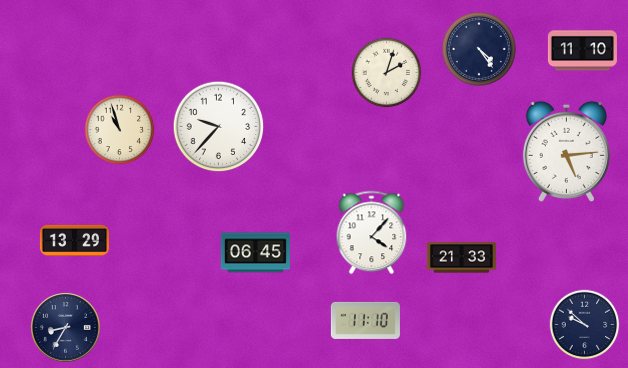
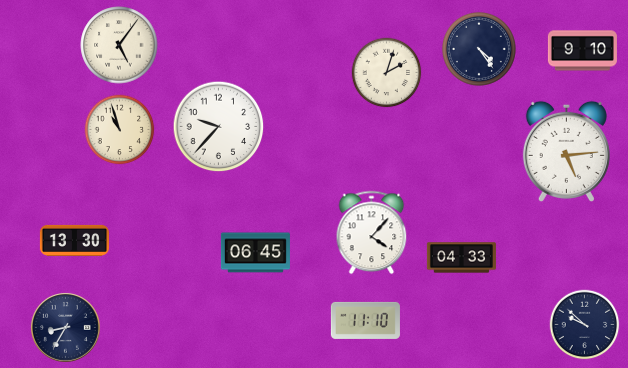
clock at (119, 45): none -> 5:06
clock at (582, 51): 11:10 -> 9:10
clock at (74, 240): 13:29 -> 13:30
clock at (461, 258): 21:33 -> 04:33
